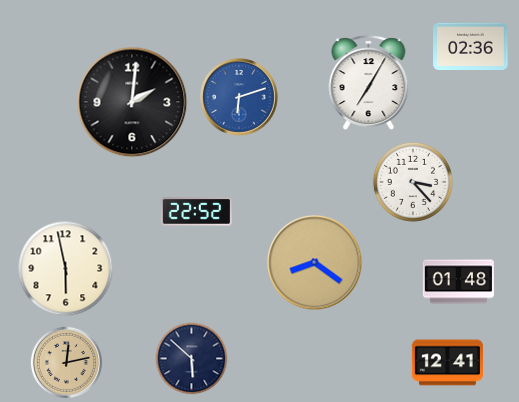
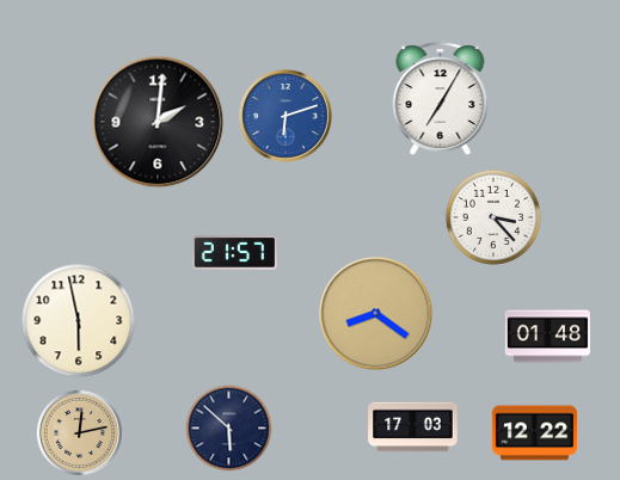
clock at (471, 46): 02:36 -> none
clock at (196, 212): 22:52 -> 21:57
clock at (413, 427): none -> 17:03
clock at (447, 363): 12:41 -> 12:22
